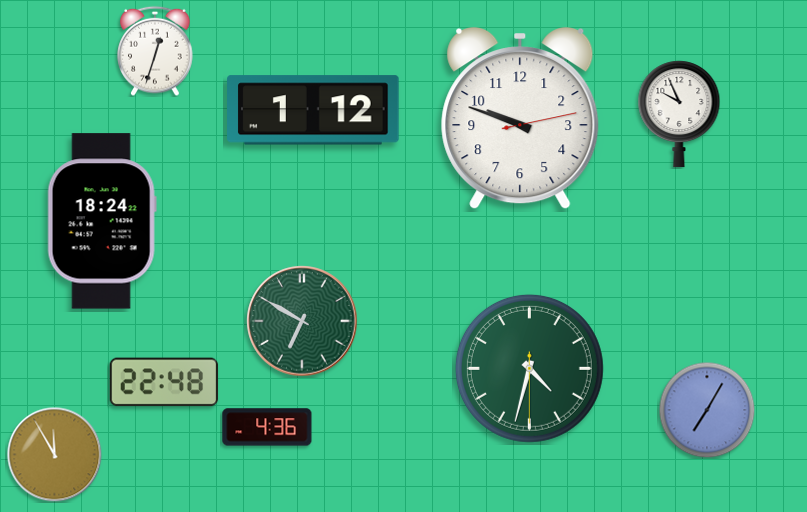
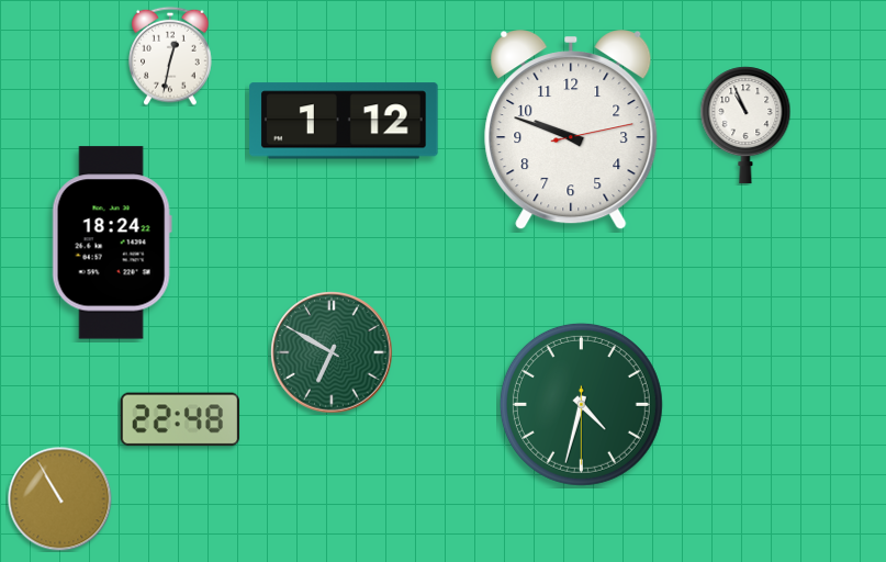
clock at (155, 51): 12:33 -> 12:32
clock at (679, 114): 9:56 -> 10:56
clock at (707, 410): 7:05 -> none
clock at (267, 427): 4:36 -> none
clock at (54, 454): 11:55 -> 10:55
